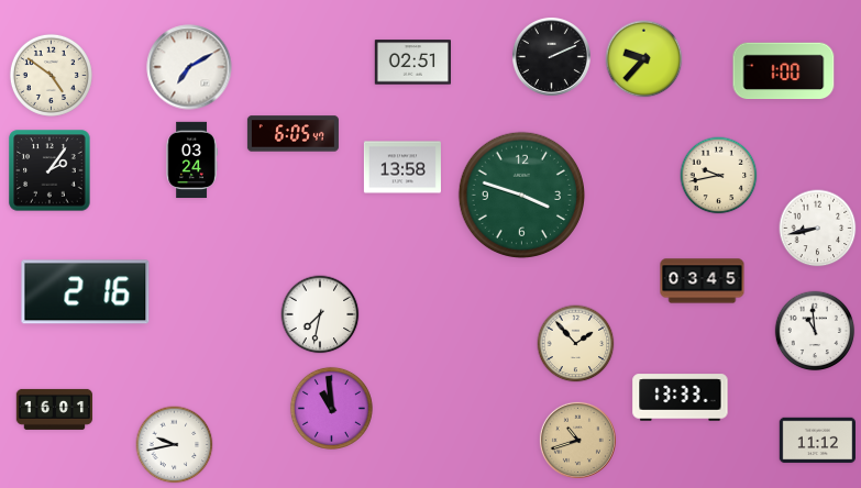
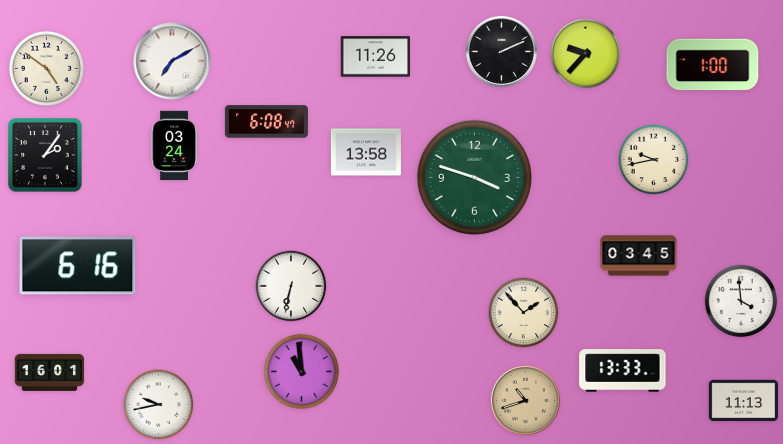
clock at (412, 63): 02:51 -> 11:26
clock at (292, 134): 6:05 -> 6:08
clock at (818, 229): 8:43 -> none
clock at (86, 292): 2:16 -> 6:16
clock at (320, 314): 7:32 -> 6:32
clock at (815, 331): 10:59 -> 3:59
clock at (681, 398) position: (681, 398) -> (623, 371)
clock at (817, 441): 11:12 -> 11:13
